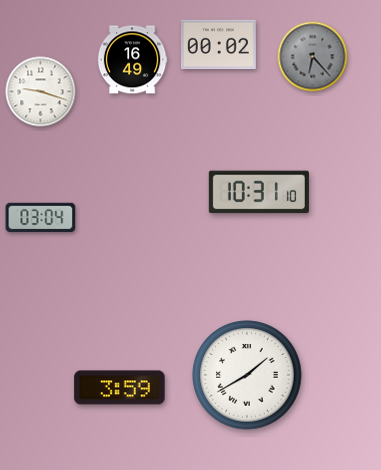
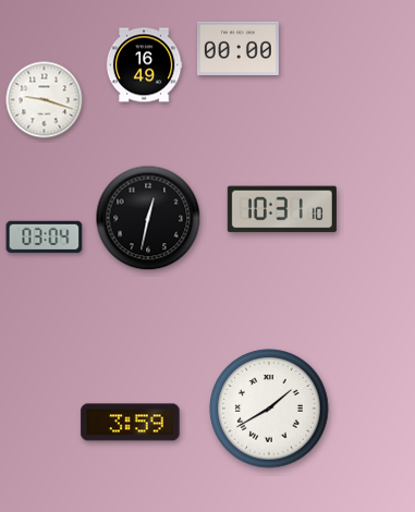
clock at (218, 45): 00:02 -> 00:00
clock at (313, 57): 6:23 -> none
clock at (148, 218): none -> 12:32
